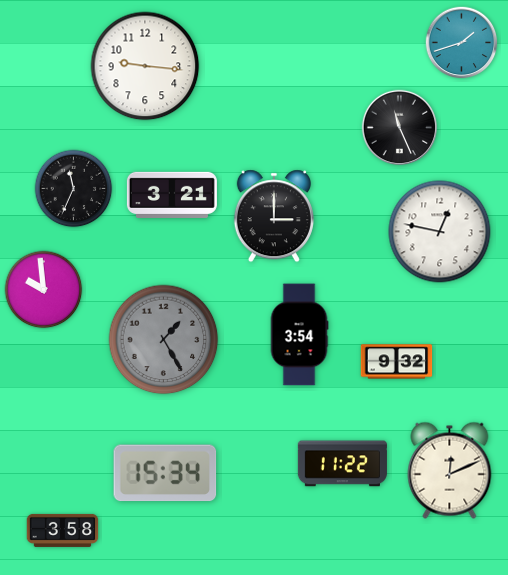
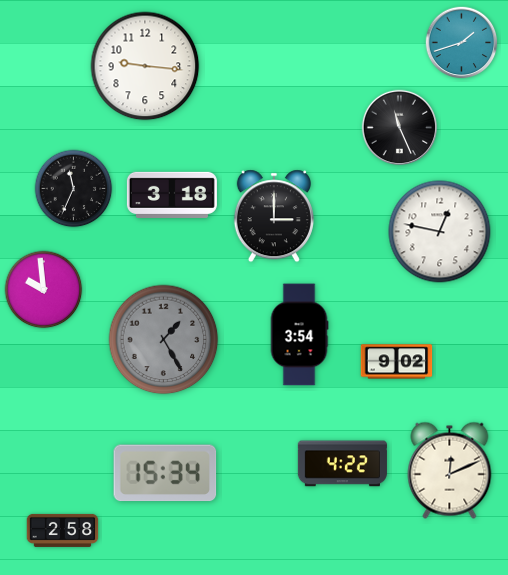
clock at (172, 195): 3:21 -> 3:18
clock at (397, 362): 9:32 -> 9:02
clock at (342, 464): 11:22 -> 4:22
clock at (63, 530): 3:58 -> 2:58
